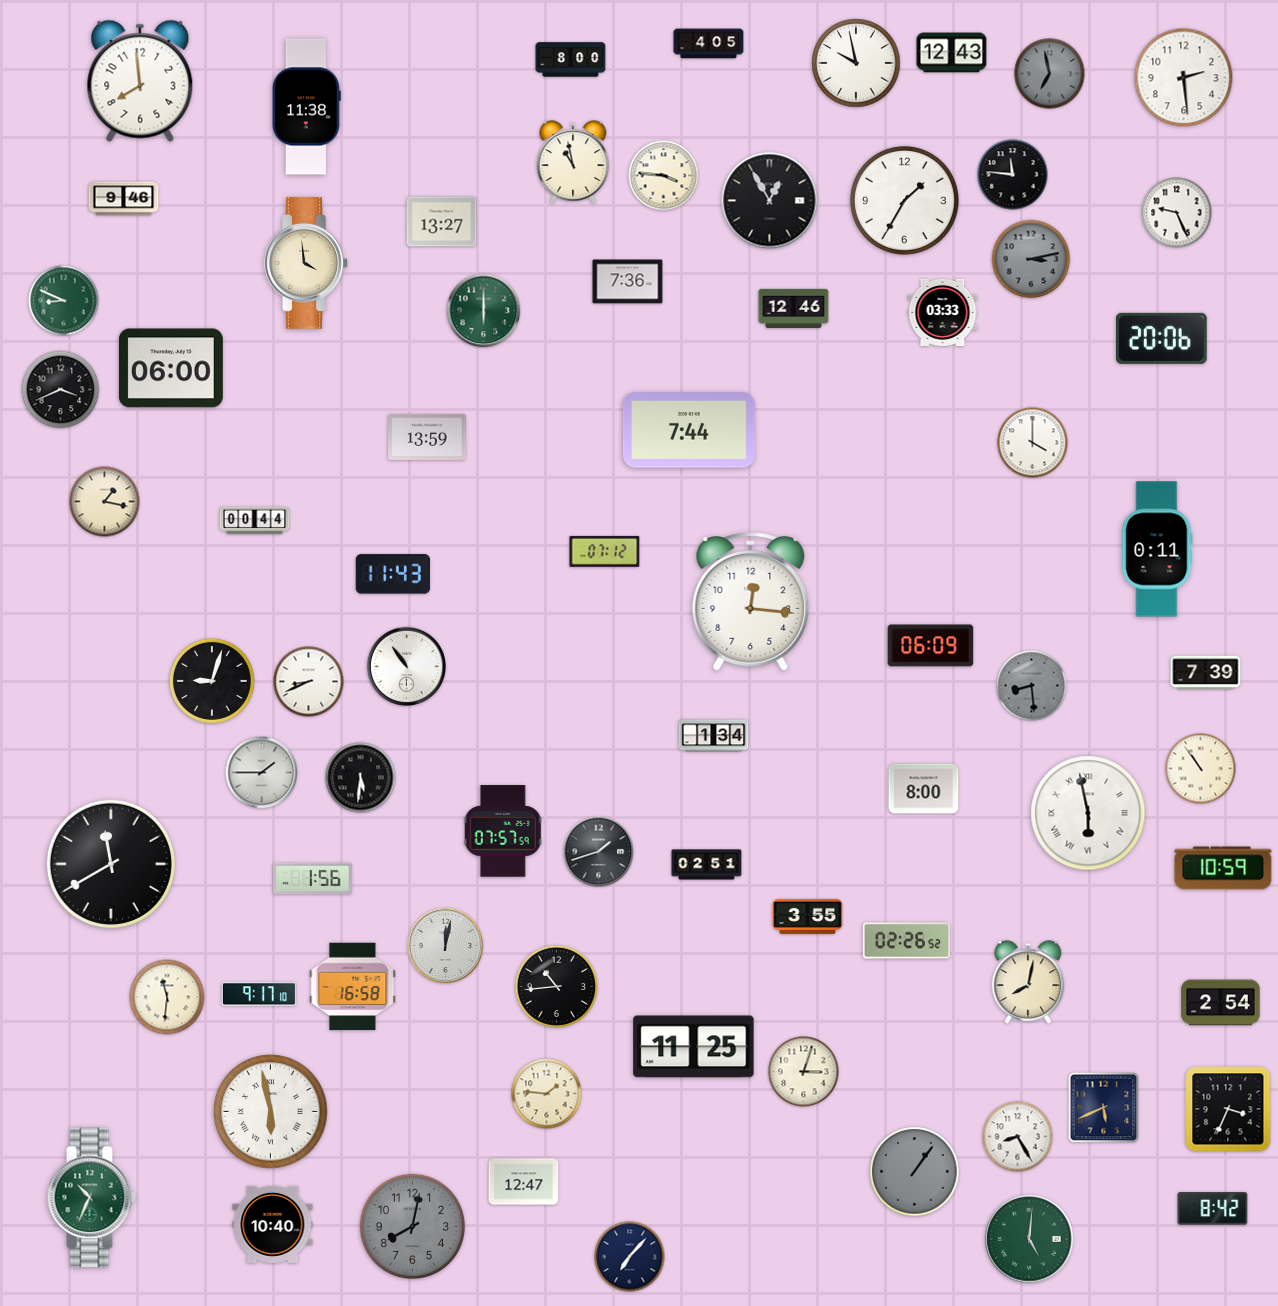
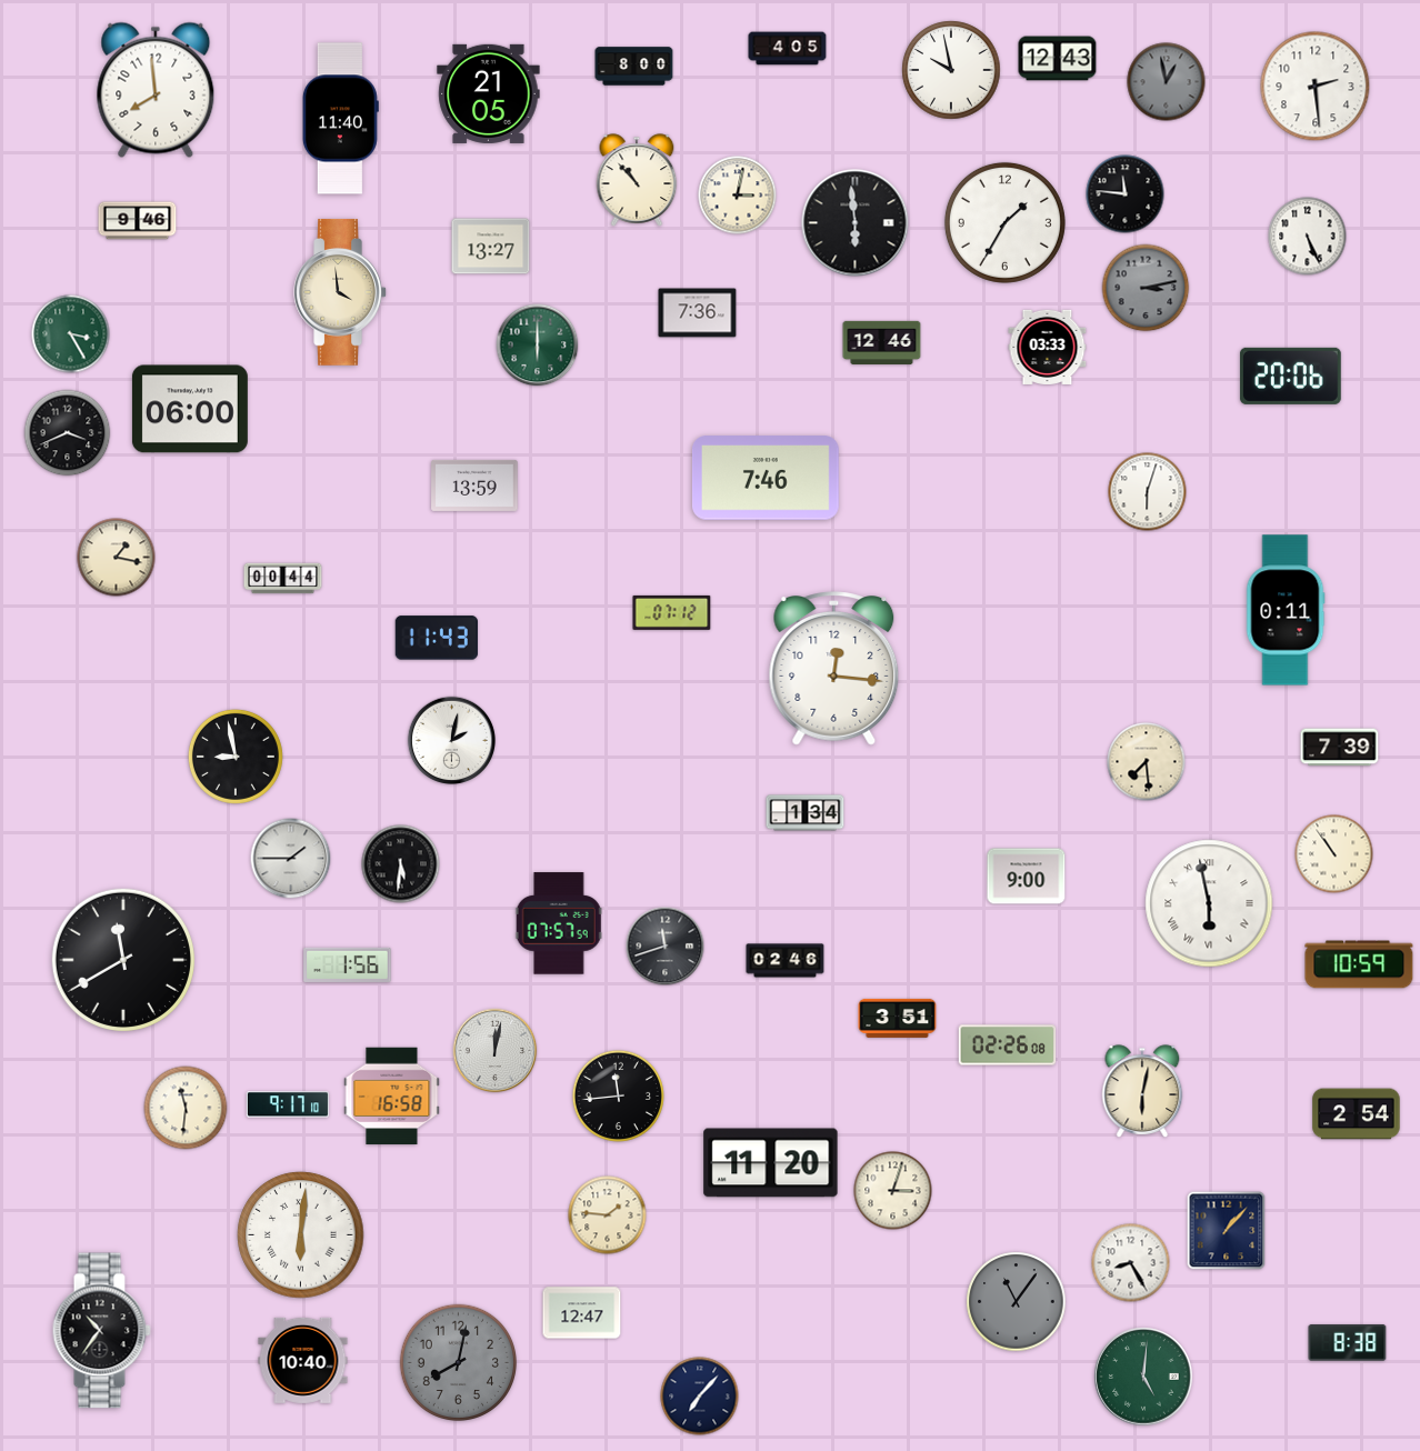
clock at (1050, 74): 6:58 -> 12:58
clock at (489, 93): none -> 21:05
clock at (306, 107): 11:38 -> 11:40
clock at (573, 162): 10:58 -> 10:53
clock at (664, 176): 3:46 -> 3:02
clock at (770, 201): 12:55 -> 5:59
clock at (1177, 213): 9:26 -> 5:26
clock at (64, 301): 8:49 -> 3:25
clock at (689, 430): 7:44 -> 7:46
clock at (1033, 443): 4:00 -> 6:03
clock at (931, 646): 06:09 -> none
clock at (406, 666): 10:54 -> 2:02
clock at (212, 681): 9:03 -> 8:58
clock at (309, 682): 8:41 -> none
clock at (1032, 686): 8:29 -> 7:29
clock at (1032, 686) dial: grey -> cream
clock at (714, 736) position: (714, 736) -> (806, 813)
clock at (924, 789): 8:00 -> 9:00
clock at (599, 852): 1:42 -> 11:42
clock at (707, 865): 02:51 -> 02:46
clock at (313, 878) position: (313, 878) -> (348, 964)
clock at (808, 916): 3:55 -> 3:51
clock at (907, 941): 02:26:52 -> 02:26:08
clock at (1028, 982): 8:02 -> 6:02
clock at (556, 986): 10:44 -> 11:44
clock at (694, 1047): 11:25 -> 11:20
clock at (1104, 1108): 5:41 -> 1:07
clock at (1228, 1109): 3:34 -> none
clock at (271, 1112): 5:58 -> 6:01
clock at (915, 1172): 1:06 -> 11:06
clock at (91, 1198): 10:34 -> 10:36
clock at (91, 1198) dial: green -> black
clock at (1213, 1209): 8:42 -> 8:38
